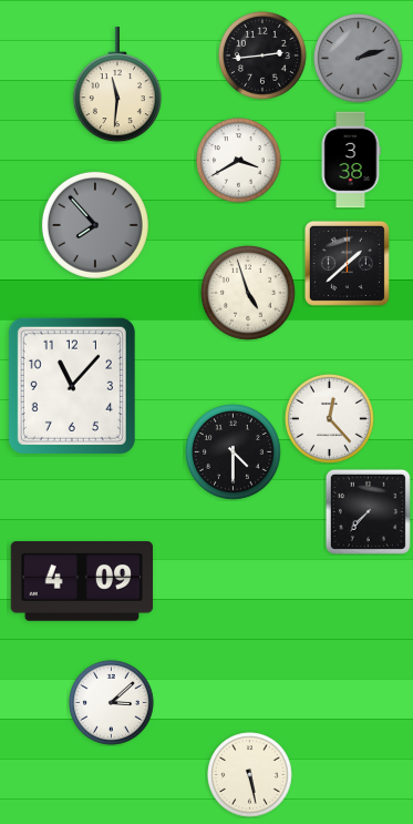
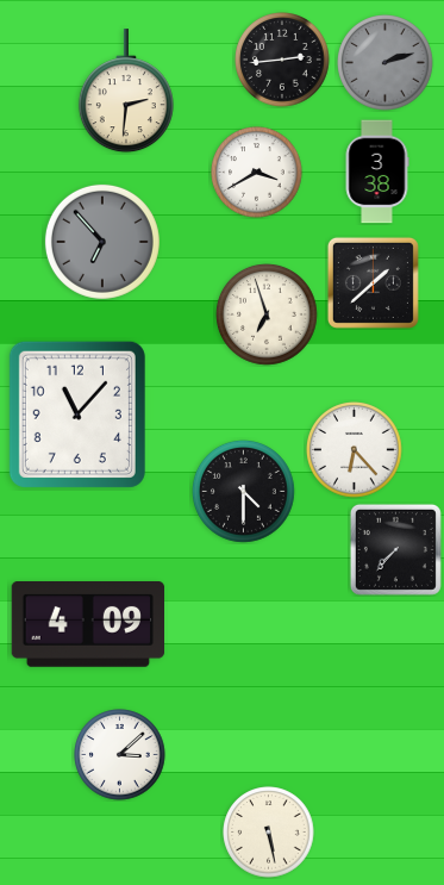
clock at (117, 85): 11:31 -> 2:31
clock at (95, 225): 7:53 -> 6:53
clock at (249, 294): 4:57 -> 6:57
clock at (330, 419): 12:23 -> 6:23
clock at (233, 451) position: (233, 451) -> (243, 491)
